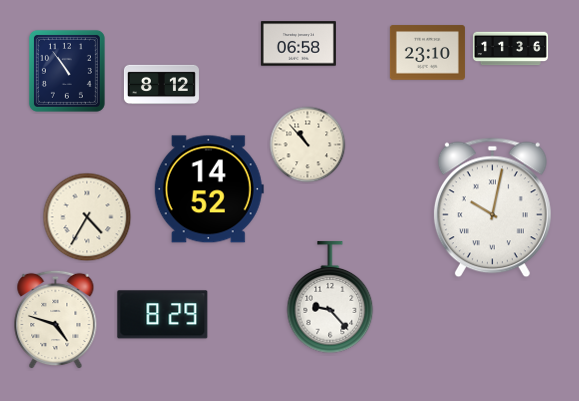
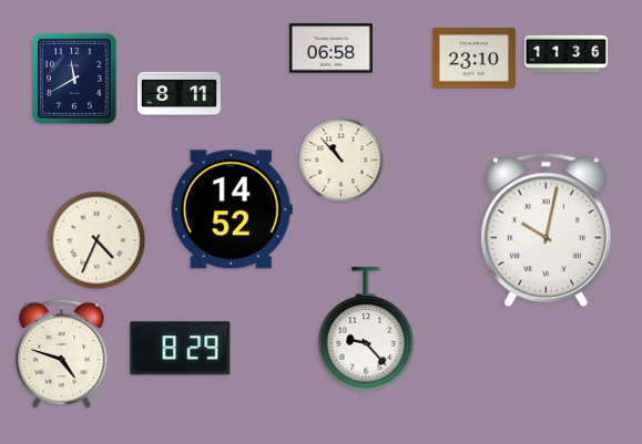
clock at (67, 71): 10:54 -> 11:40
clock at (161, 85): 8:12 -> 8:11
clock at (87, 217): 4:35 -> 4:34
